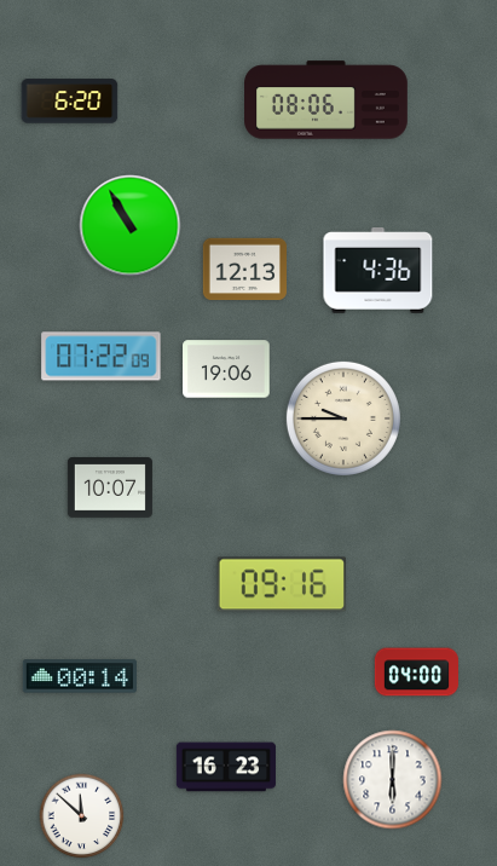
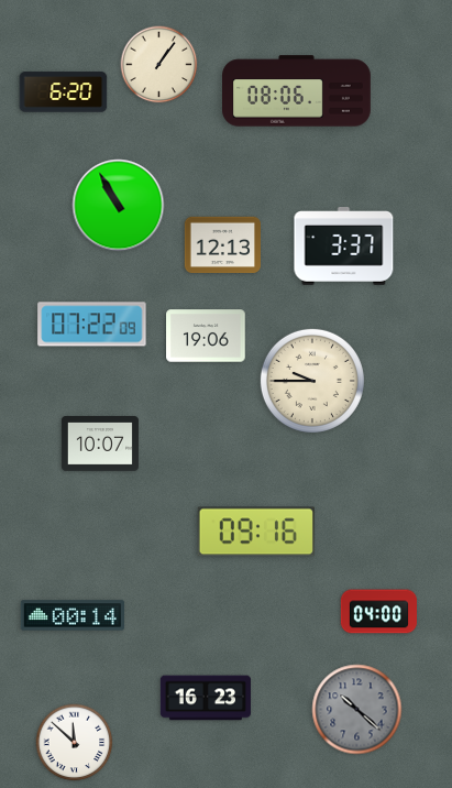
clock at (159, 65): none -> 1:06
clock at (378, 271): 4:36 -> 3:37
clock at (393, 780): 6:00 -> 10:22
clock at (393, 780) dial: white -> grey
